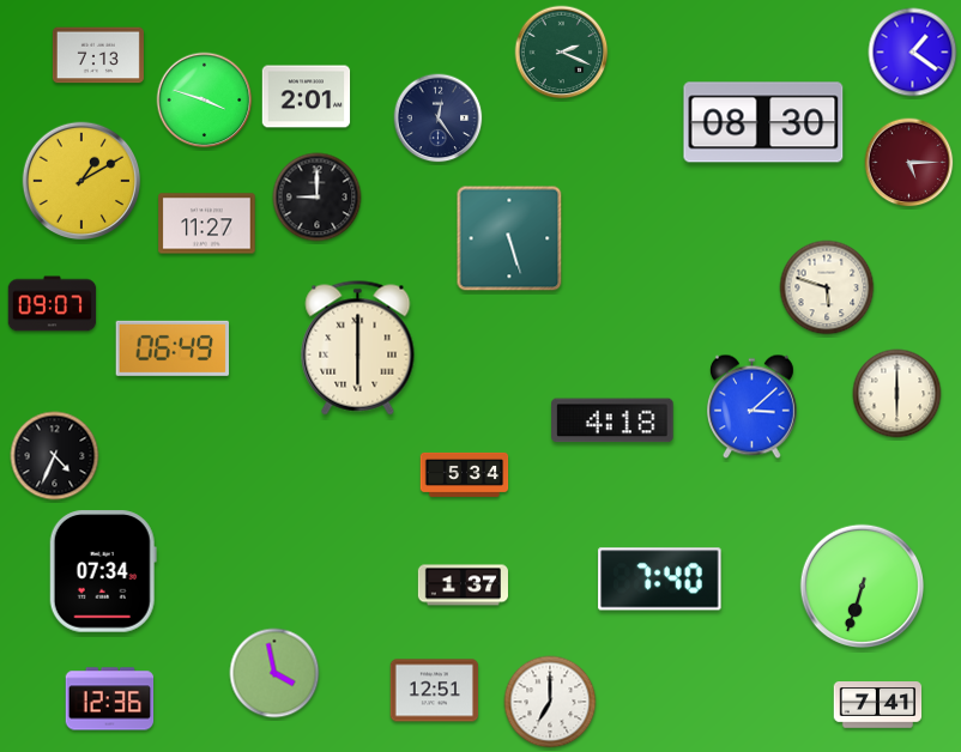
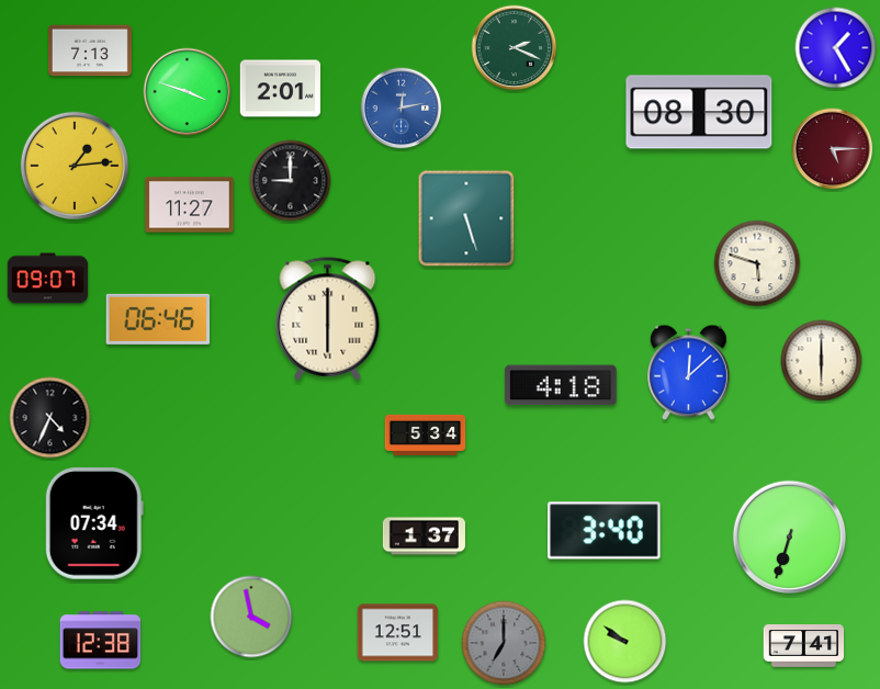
clock at (913, 53): 1:21 -> 1:25
clock at (439, 119): 12:24 -> 12:13
clock at (439, 119) dial: navy -> blue
clock at (81, 181): 1:10 -> 1:14
clock at (171, 348): 06:49 -> 06:46
clock at (753, 407): 3:08 -> 12:08
clock at (660, 580): 7:40 -> 3:40
clock at (110, 699): 12:36 -> 12:38
clock at (625, 642): none -> 9:51
clock at (550, 702) dial: white -> grey
